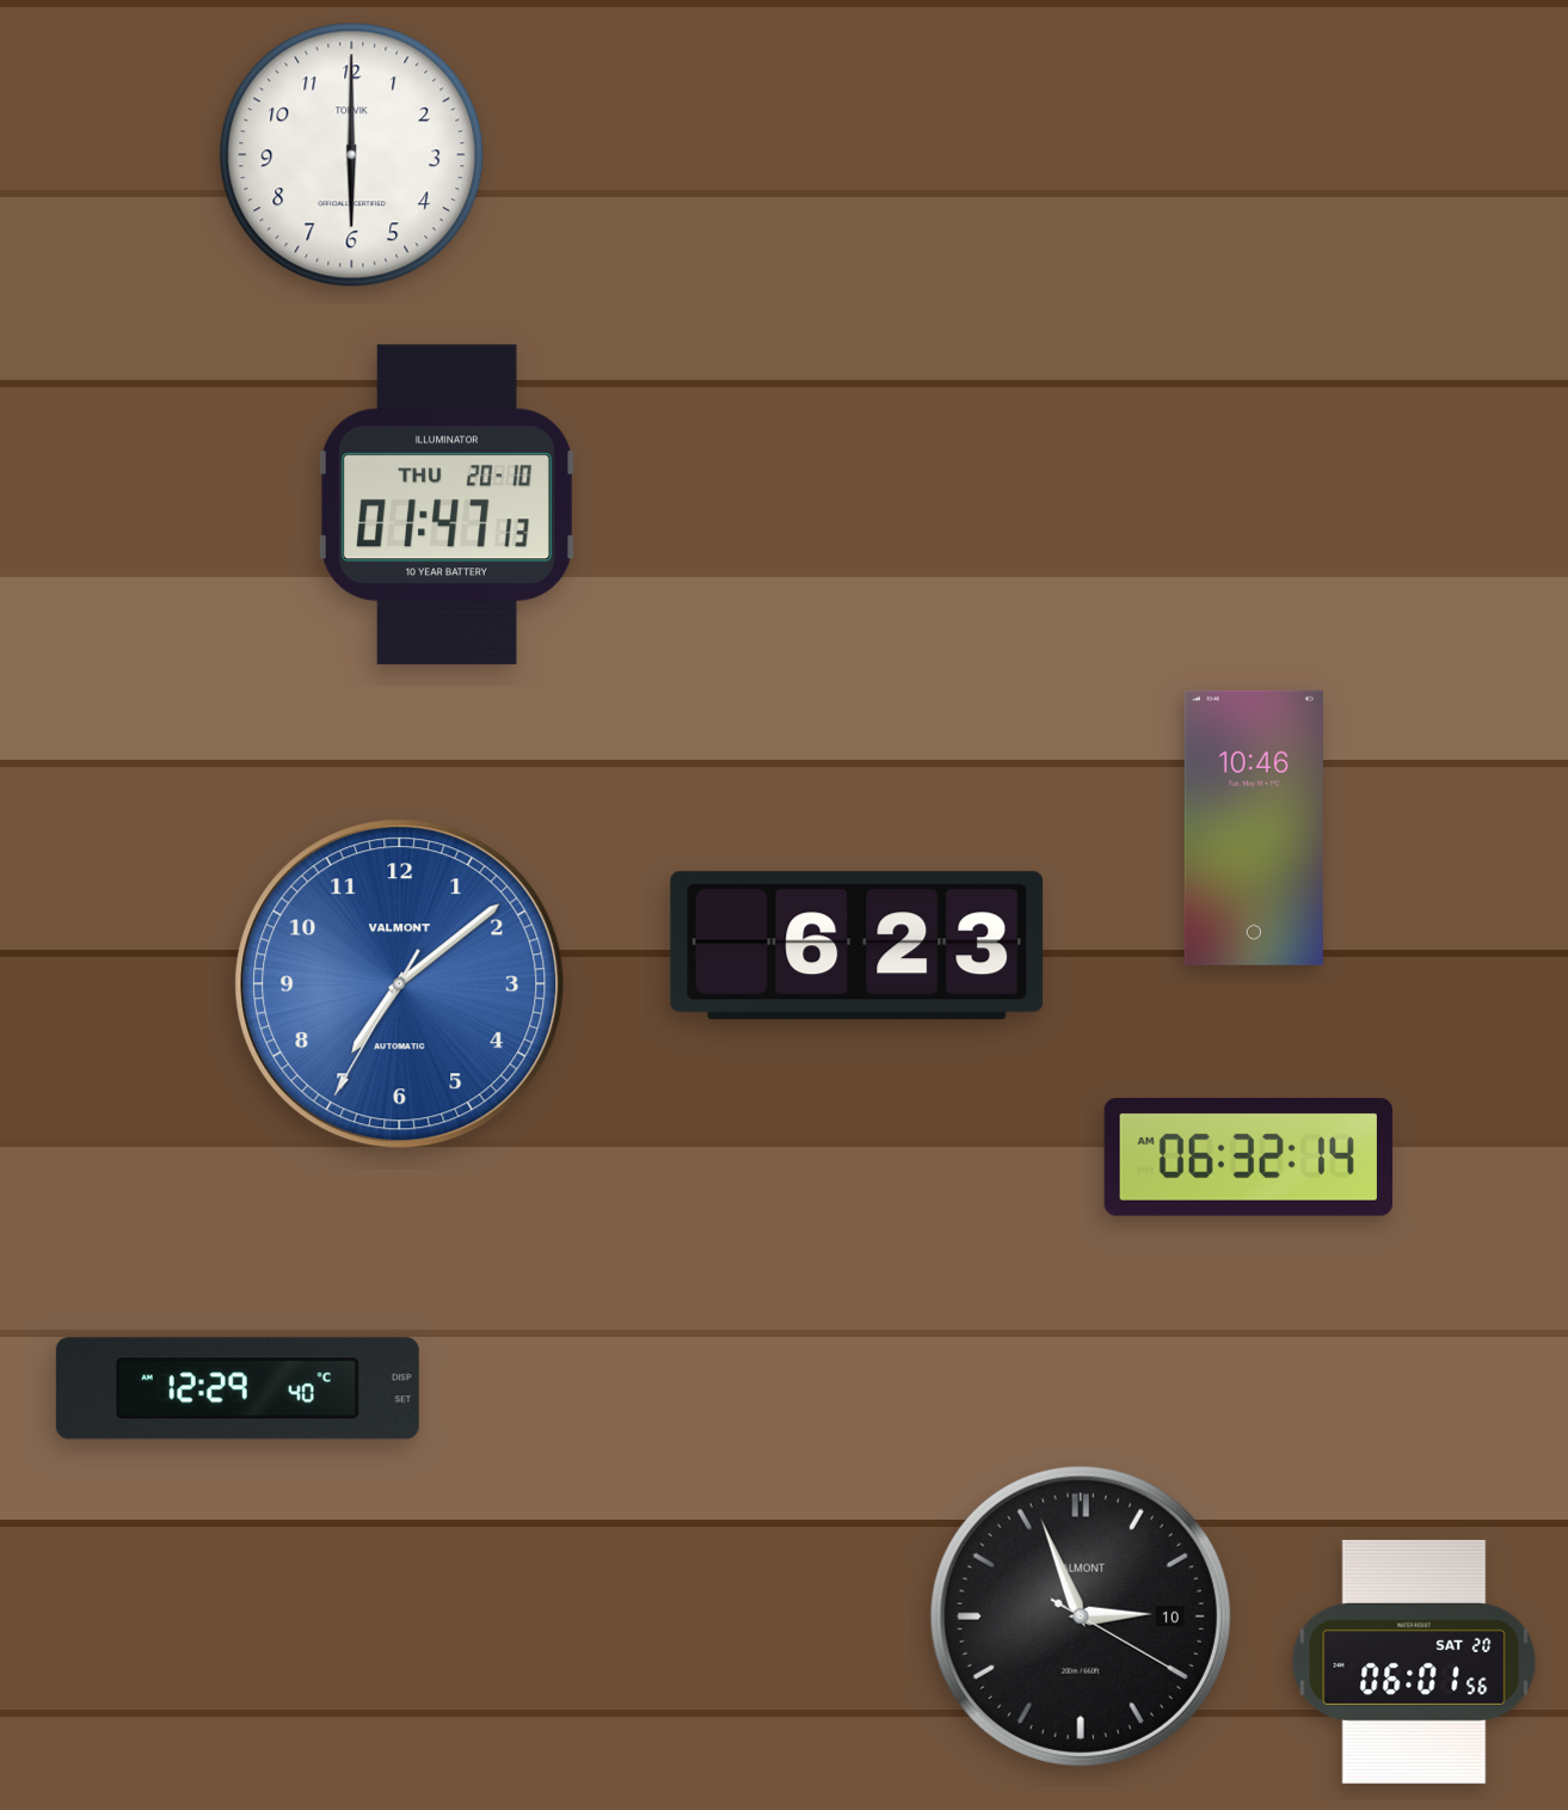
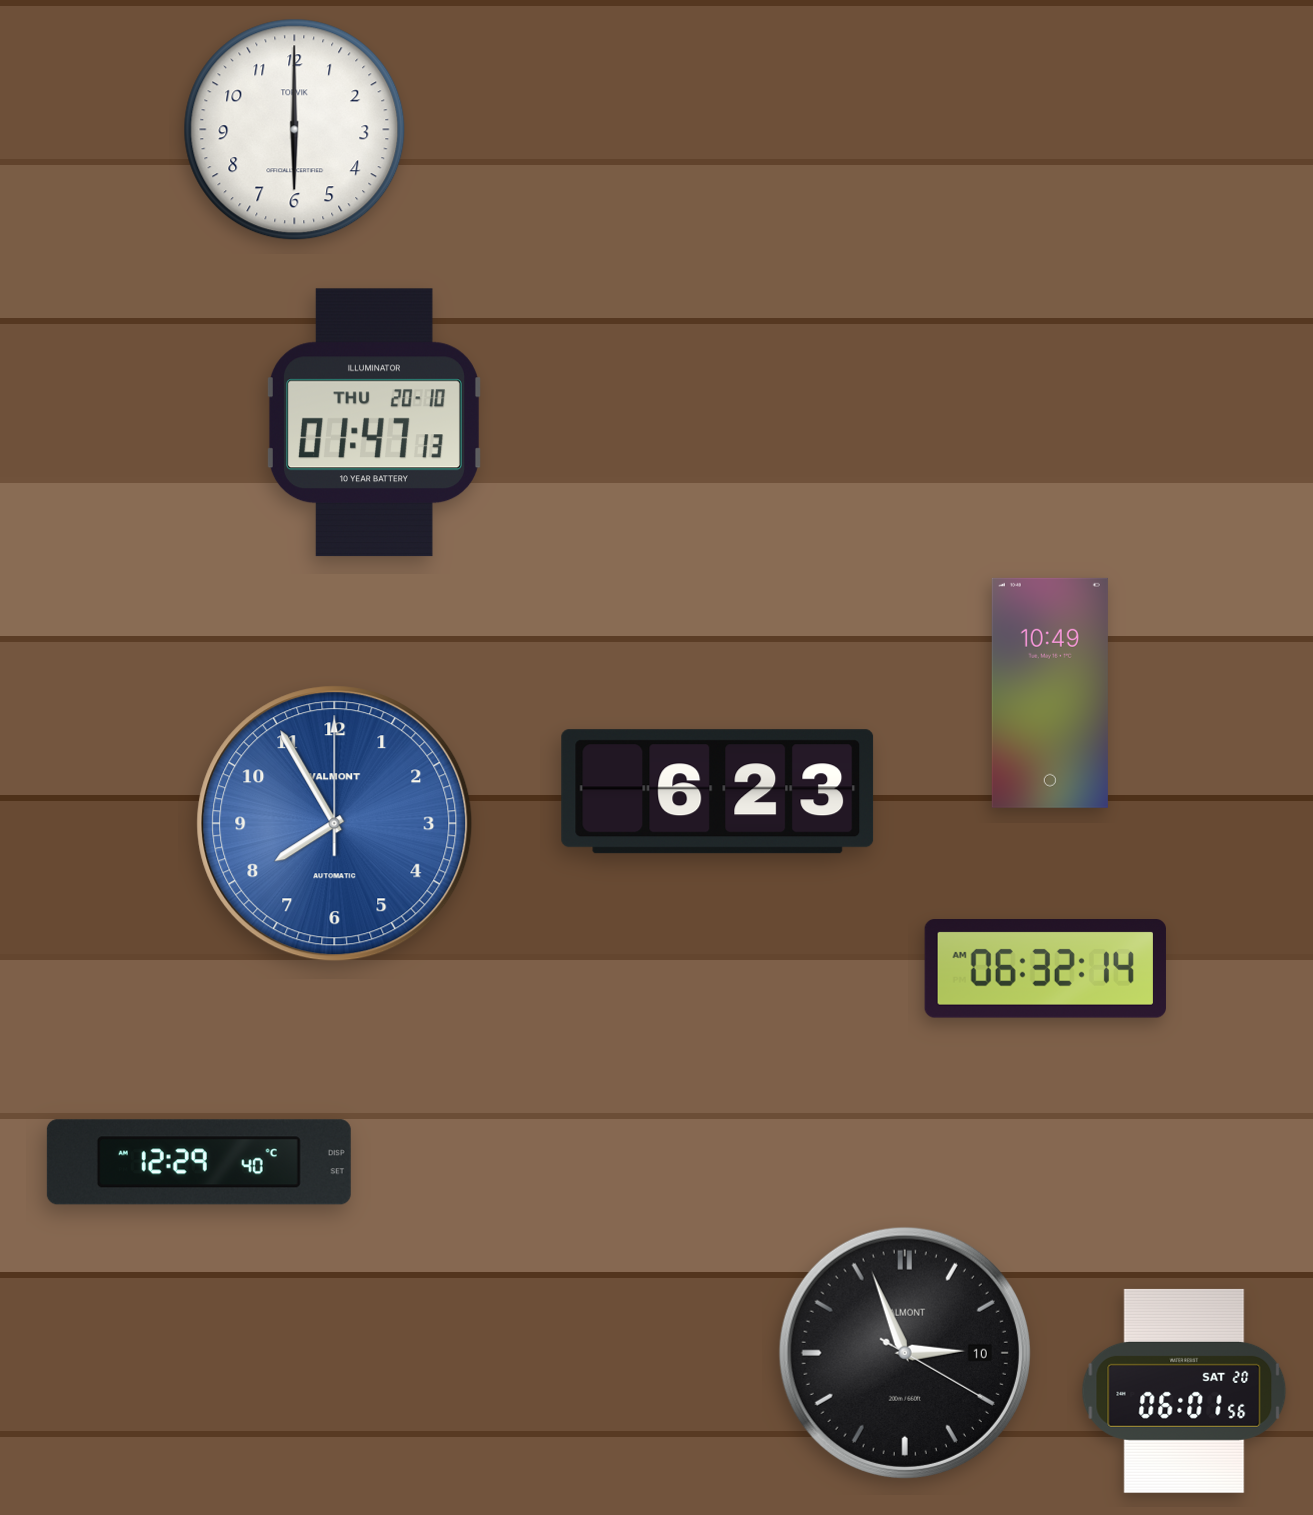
clock at (1254, 828): 10:46 -> 10:49
clock at (400, 984): 7:08 -> 7:55
